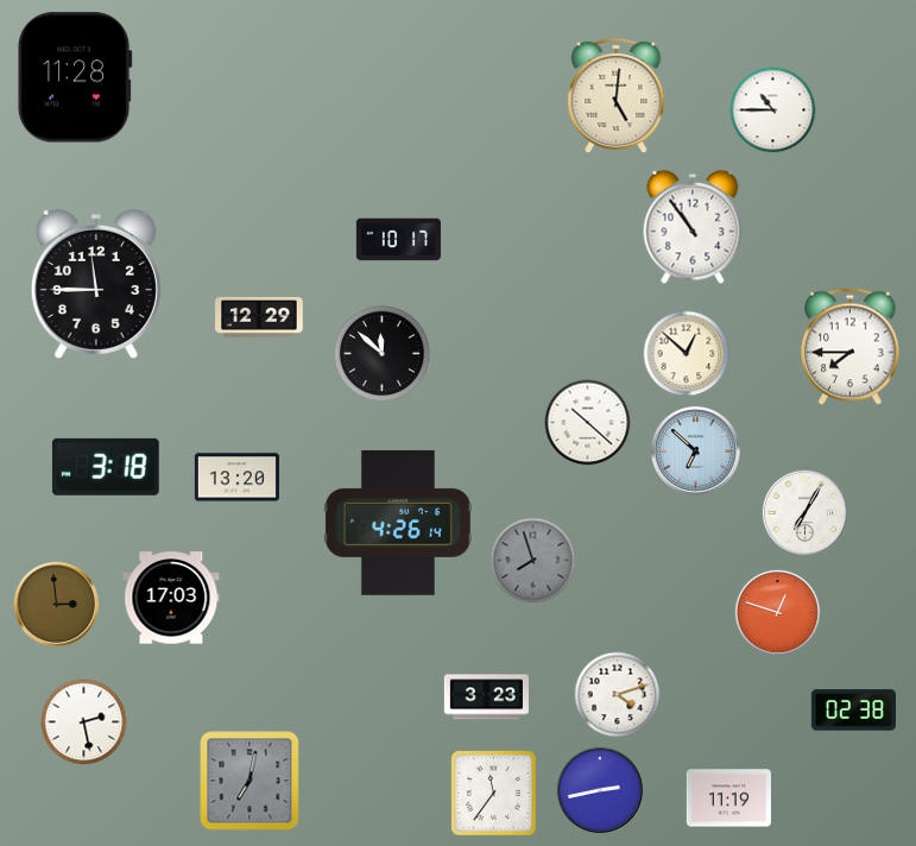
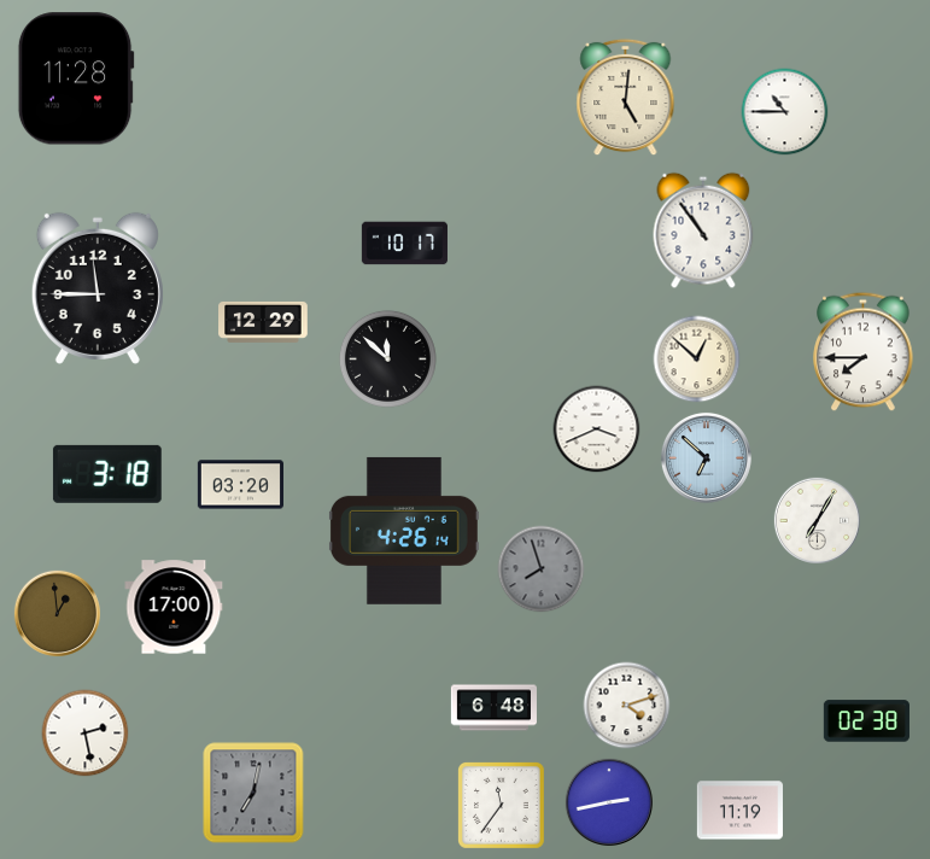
clock at (588, 423): 10:22 -> 3:41
clock at (236, 478): 13:20 -> 03:20
clock at (171, 598): 17:03 -> 17:00
clock at (56, 604): 2:59 -> 12:59
clock at (777, 612): 12:48 -> none
clock at (486, 697): 3:23 -> 6:48
